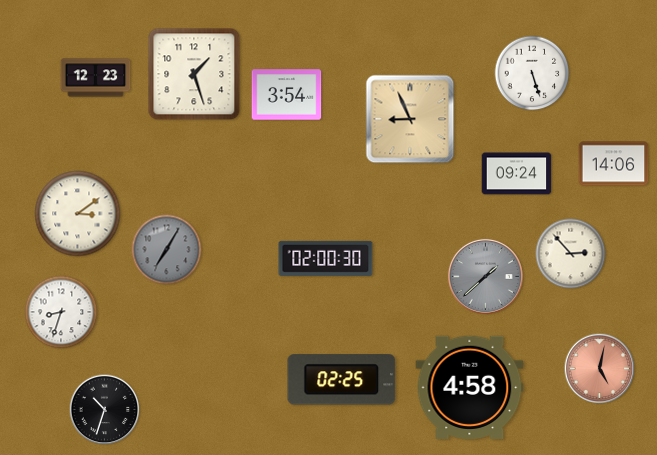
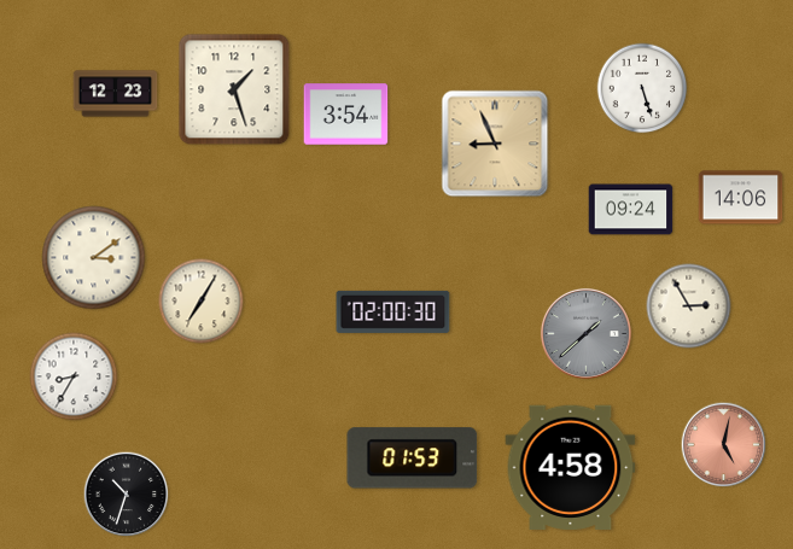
clock at (517, 174) position: (517, 174) -> (631, 210)
clock at (167, 250) dial: grey -> cream
clock at (571, 254): 2:53 -> 2:55
clock at (61, 312): 8:33 -> 8:35
clock at (342, 380): 02:25 -> 01:53
clock at (470, 387) position: (470, 387) -> (571, 467)
